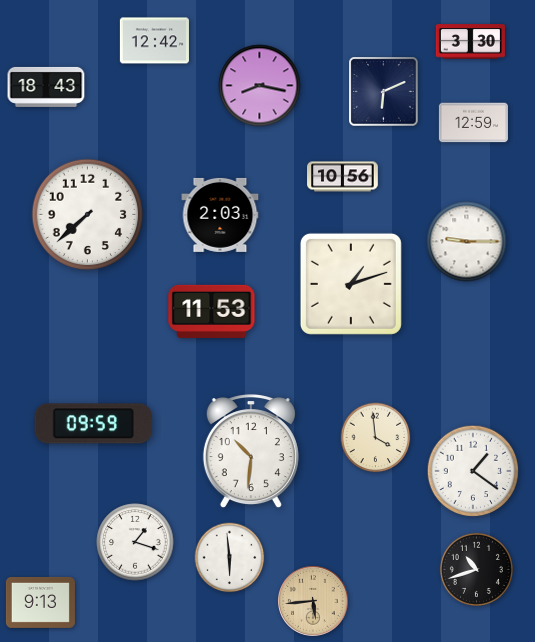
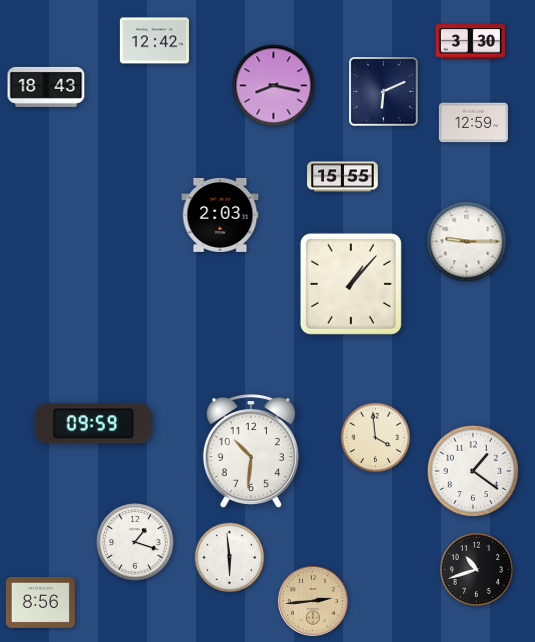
clock at (260, 86) position: (260, 86) -> (274, 86)
clock at (343, 177): 10:56 -> 15:55
clock at (88, 215): 7:38 -> none
clock at (351, 284): 1:12 -> 1:07
clock at (212, 311): 11:53 -> none
clock at (40, 602): 9:13 -> 8:56
clock at (314, 602): 5:44 -> 2:44
